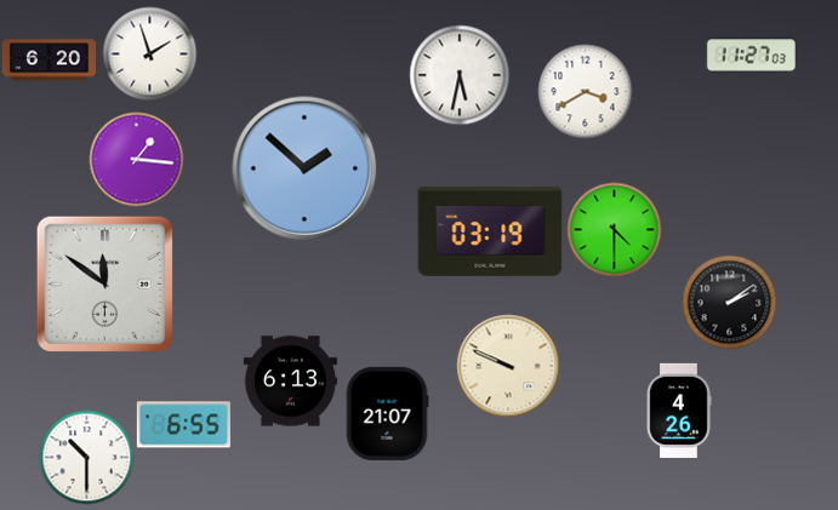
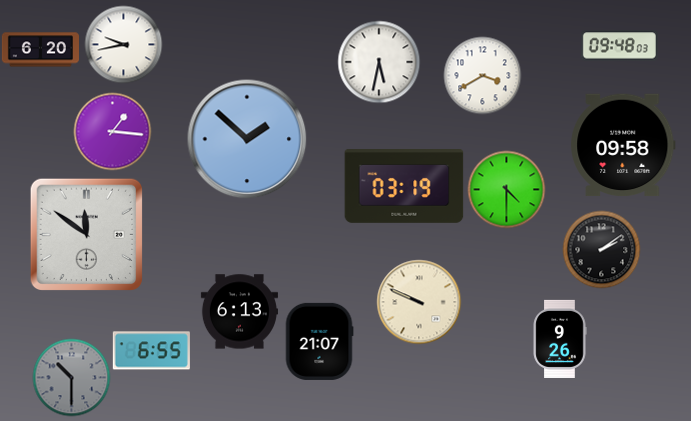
clock at (149, 53): 1:57 -> 9:43
clock at (751, 56): 11:27 -> 09:48
clock at (304, 168) position: (304, 168) -> (247, 139)
clock at (623, 145): none -> 09:58
clock at (490, 233) position: (490, 233) -> (404, 187)
clock at (290, 382) position: (290, 382) -> (239, 312)
clock at (679, 411): 4:26 -> 9:26
clock at (86, 457) dial: white -> grey
